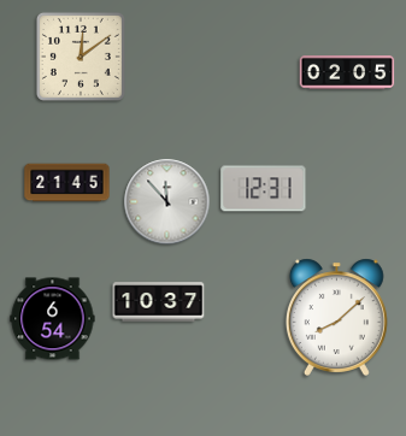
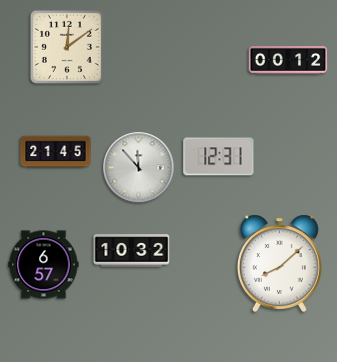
clock at (347, 73): 02:05 -> 00:12
clock at (159, 302): 10:37 -> 10:32
clock at (53, 319): 6:54 -> 6:57
